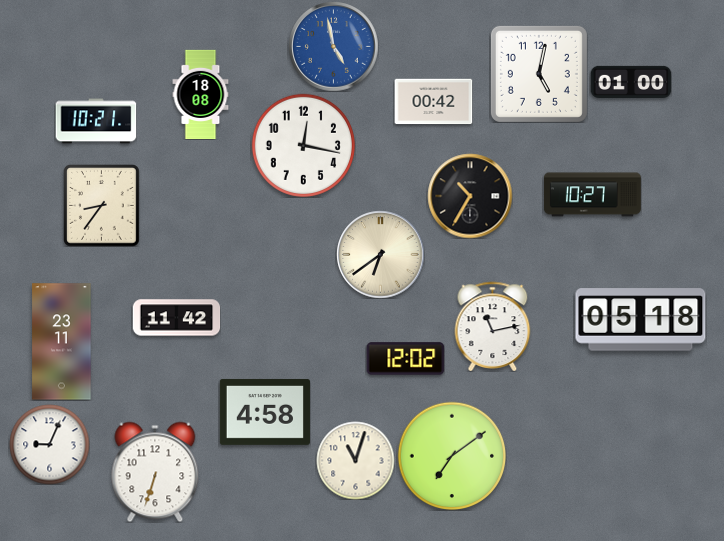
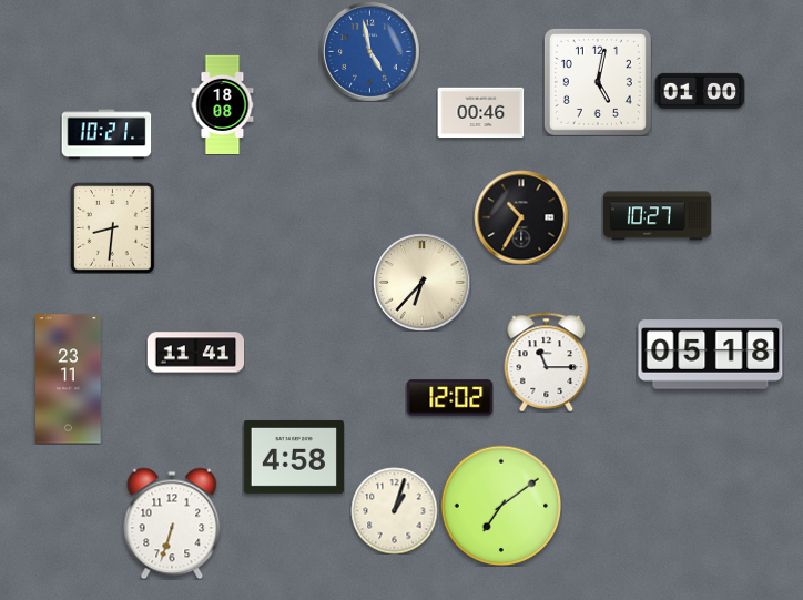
clock at (433, 102): 00:42 -> 00:46
clock at (303, 145): 12:17 -> none
clock at (102, 205): 8:36 -> 8:31
clock at (380, 254): 6:39 -> 6:37
clock at (176, 318): 11:42 -> 11:41
clock at (493, 326): 11:13 -> 11:15
clock at (49, 444): 9:04 -> none
clock at (355, 460): 11:03 -> 1:03
